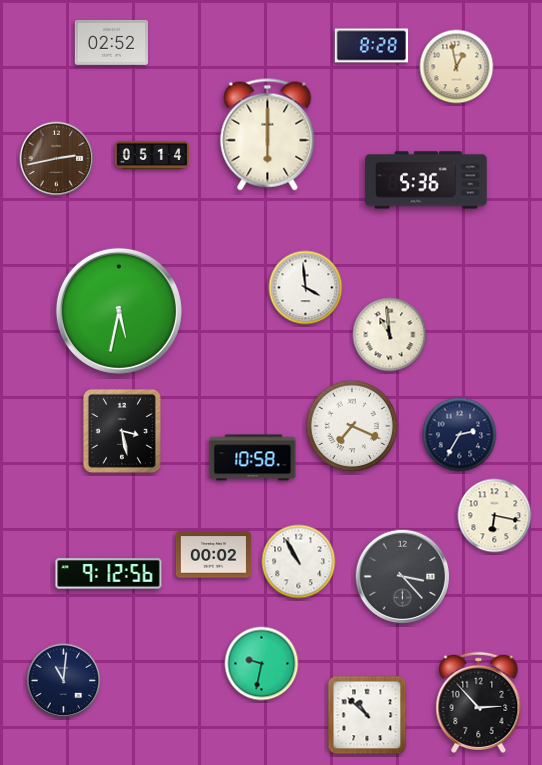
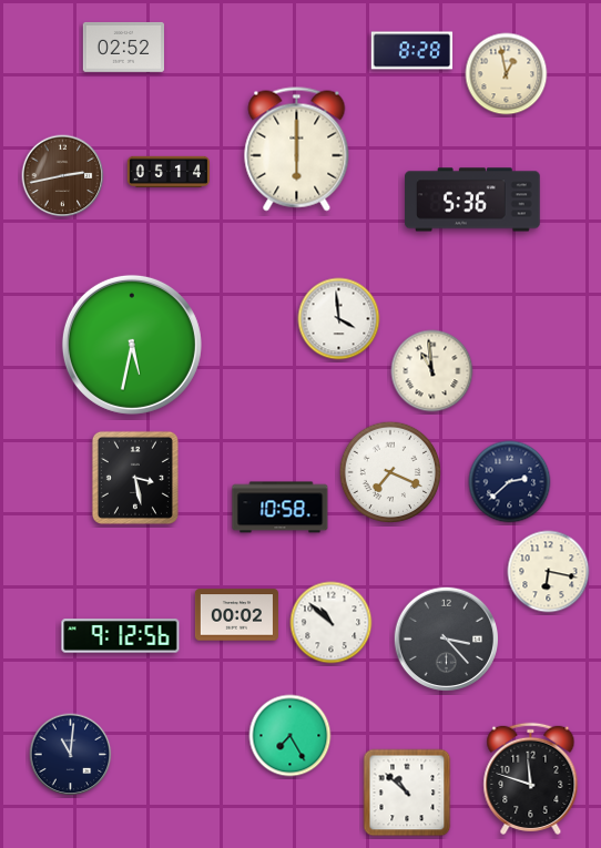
clock at (460, 435): 2:35 -> 2:38
clock at (299, 562): 10:55 -> 10:52
clock at (262, 664): 9:32 -> 7:25
clock at (479, 702): 2:53 -> 11:48
